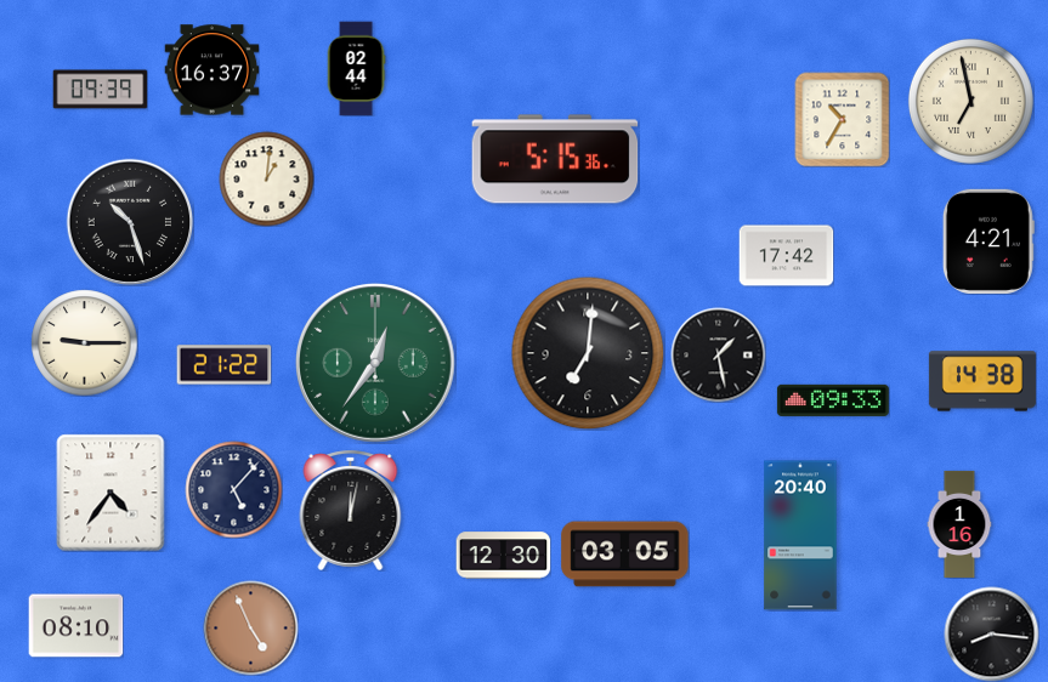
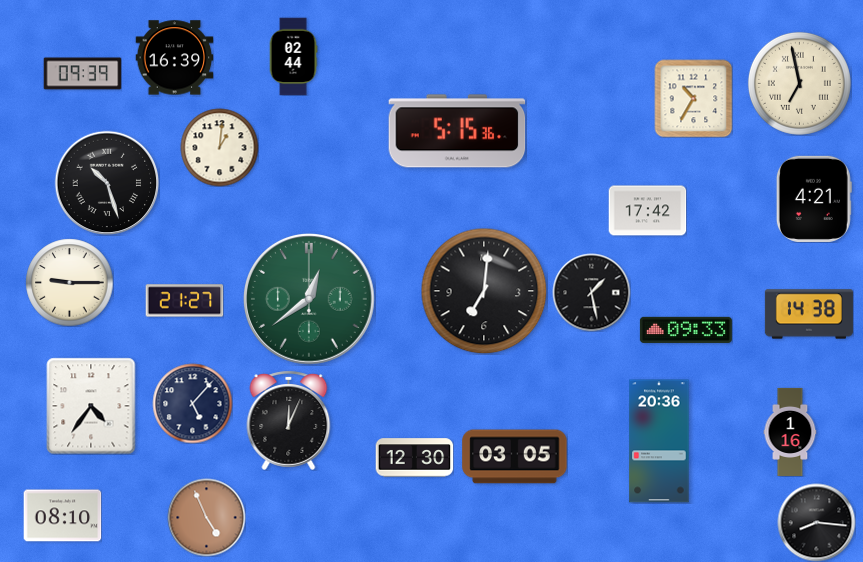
clock at (211, 70): 16:37 -> 16:39
clock at (376, 364): 12:36 -> 12:39
clock at (223, 365): 21:22 -> 21:27
clock at (351, 510): 12:02 -> 12:04
clock at (800, 535): 20:40 -> 20:36
